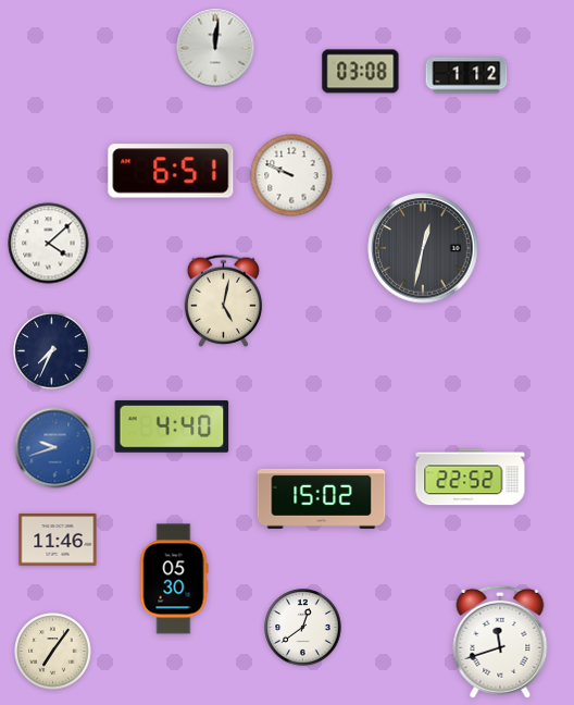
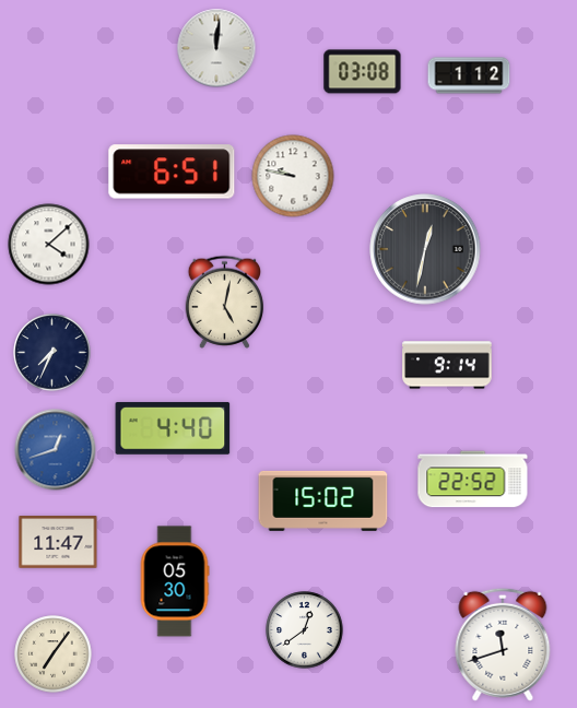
clock at (291, 175): 9:49 -> 9:47
clock at (447, 365): none -> 9:14
clock at (55, 448): 9:42 -> 12:42
clock at (58, 540): 11:46 -> 11:47
